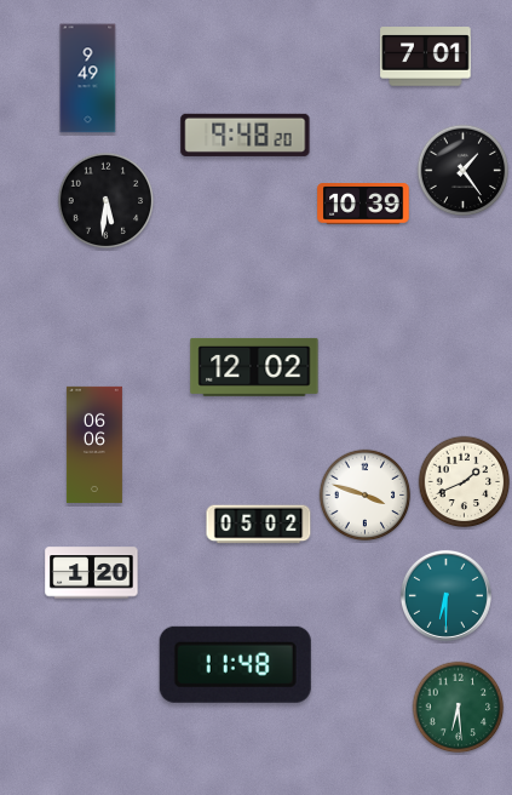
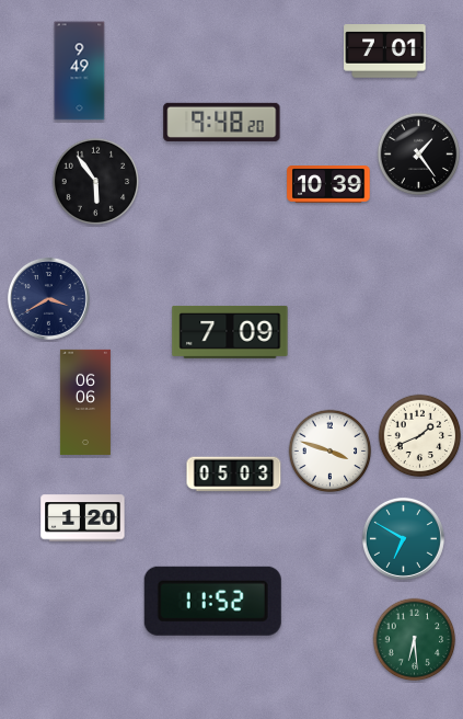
clock at (107, 201): 5:31 -> 5:54
clock at (48, 298): none -> 3:40
clock at (254, 367): 12:02 -> 7:09
clock at (366, 496) position: (366, 496) -> (331, 452)
clock at (259, 525): 05:02 -> 05:03
clock at (445, 595): 6:30 -> 6:50
clock at (235, 664): 11:48 -> 11:52
